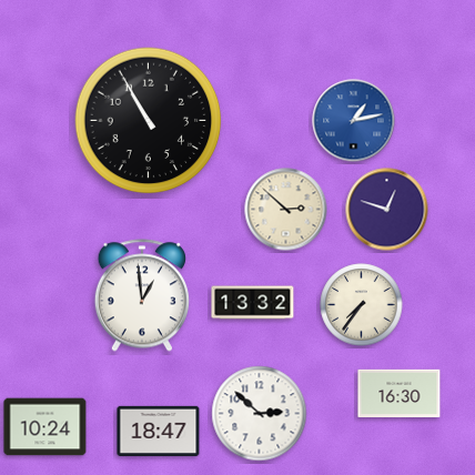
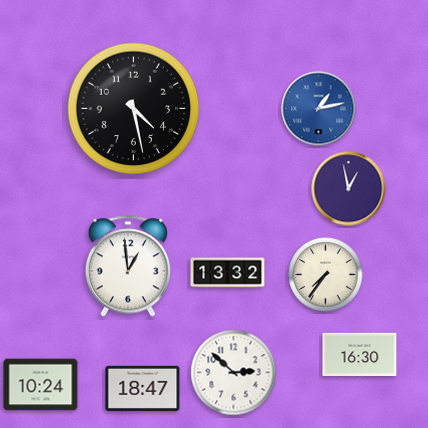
clock at (149, 121): 10:55 -> 4:28
clock at (286, 210): 2:52 -> none
clock at (387, 210): 12:48 -> 12:58
